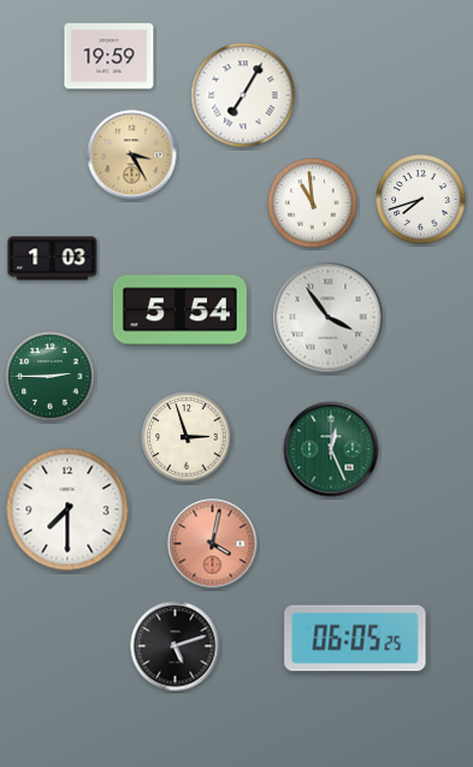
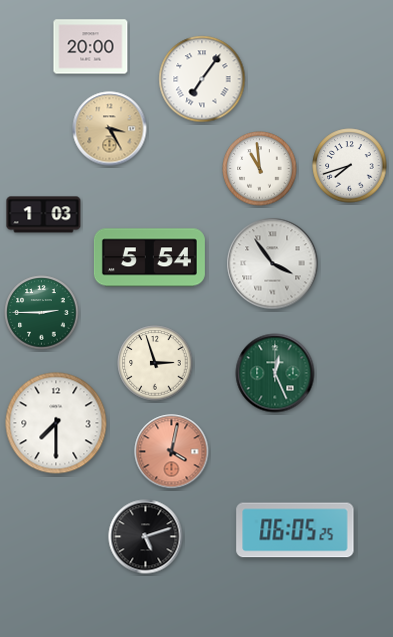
clock at (110, 57): 19:59 -> 20:00
clock at (243, 95): 7:05 -> 7:06
clock at (213, 544) position: (213, 544) -> (172, 452)
